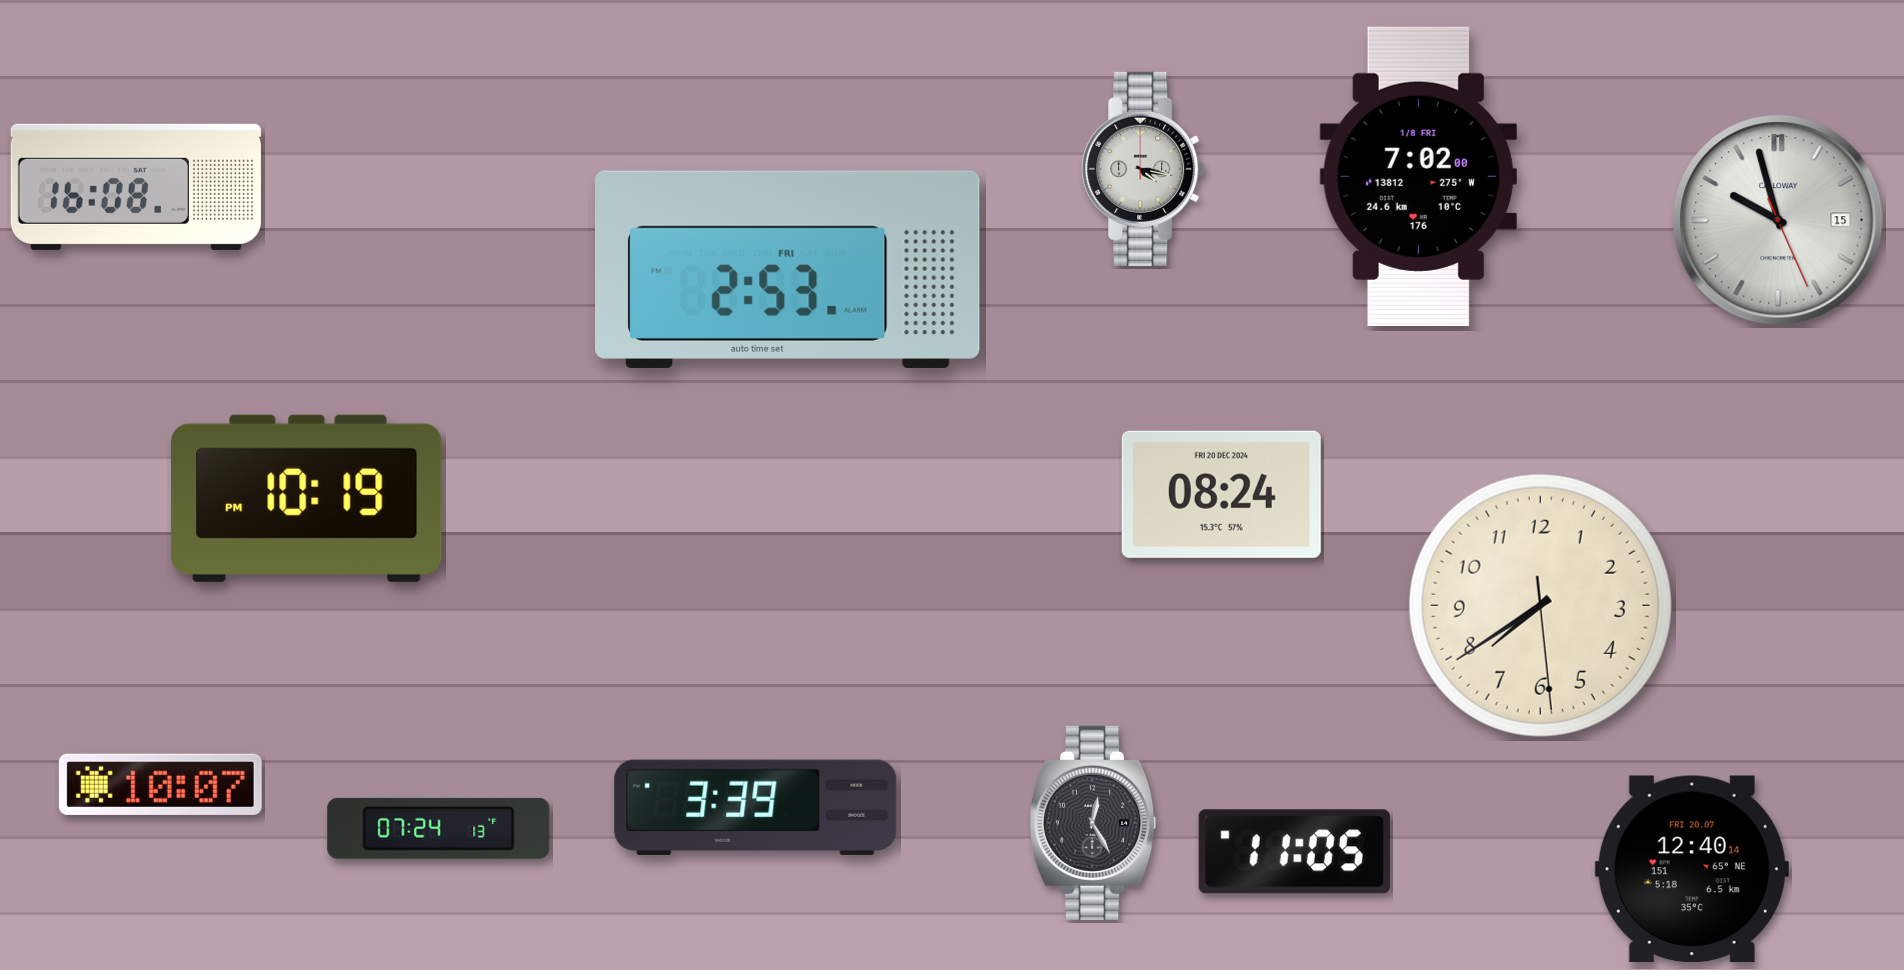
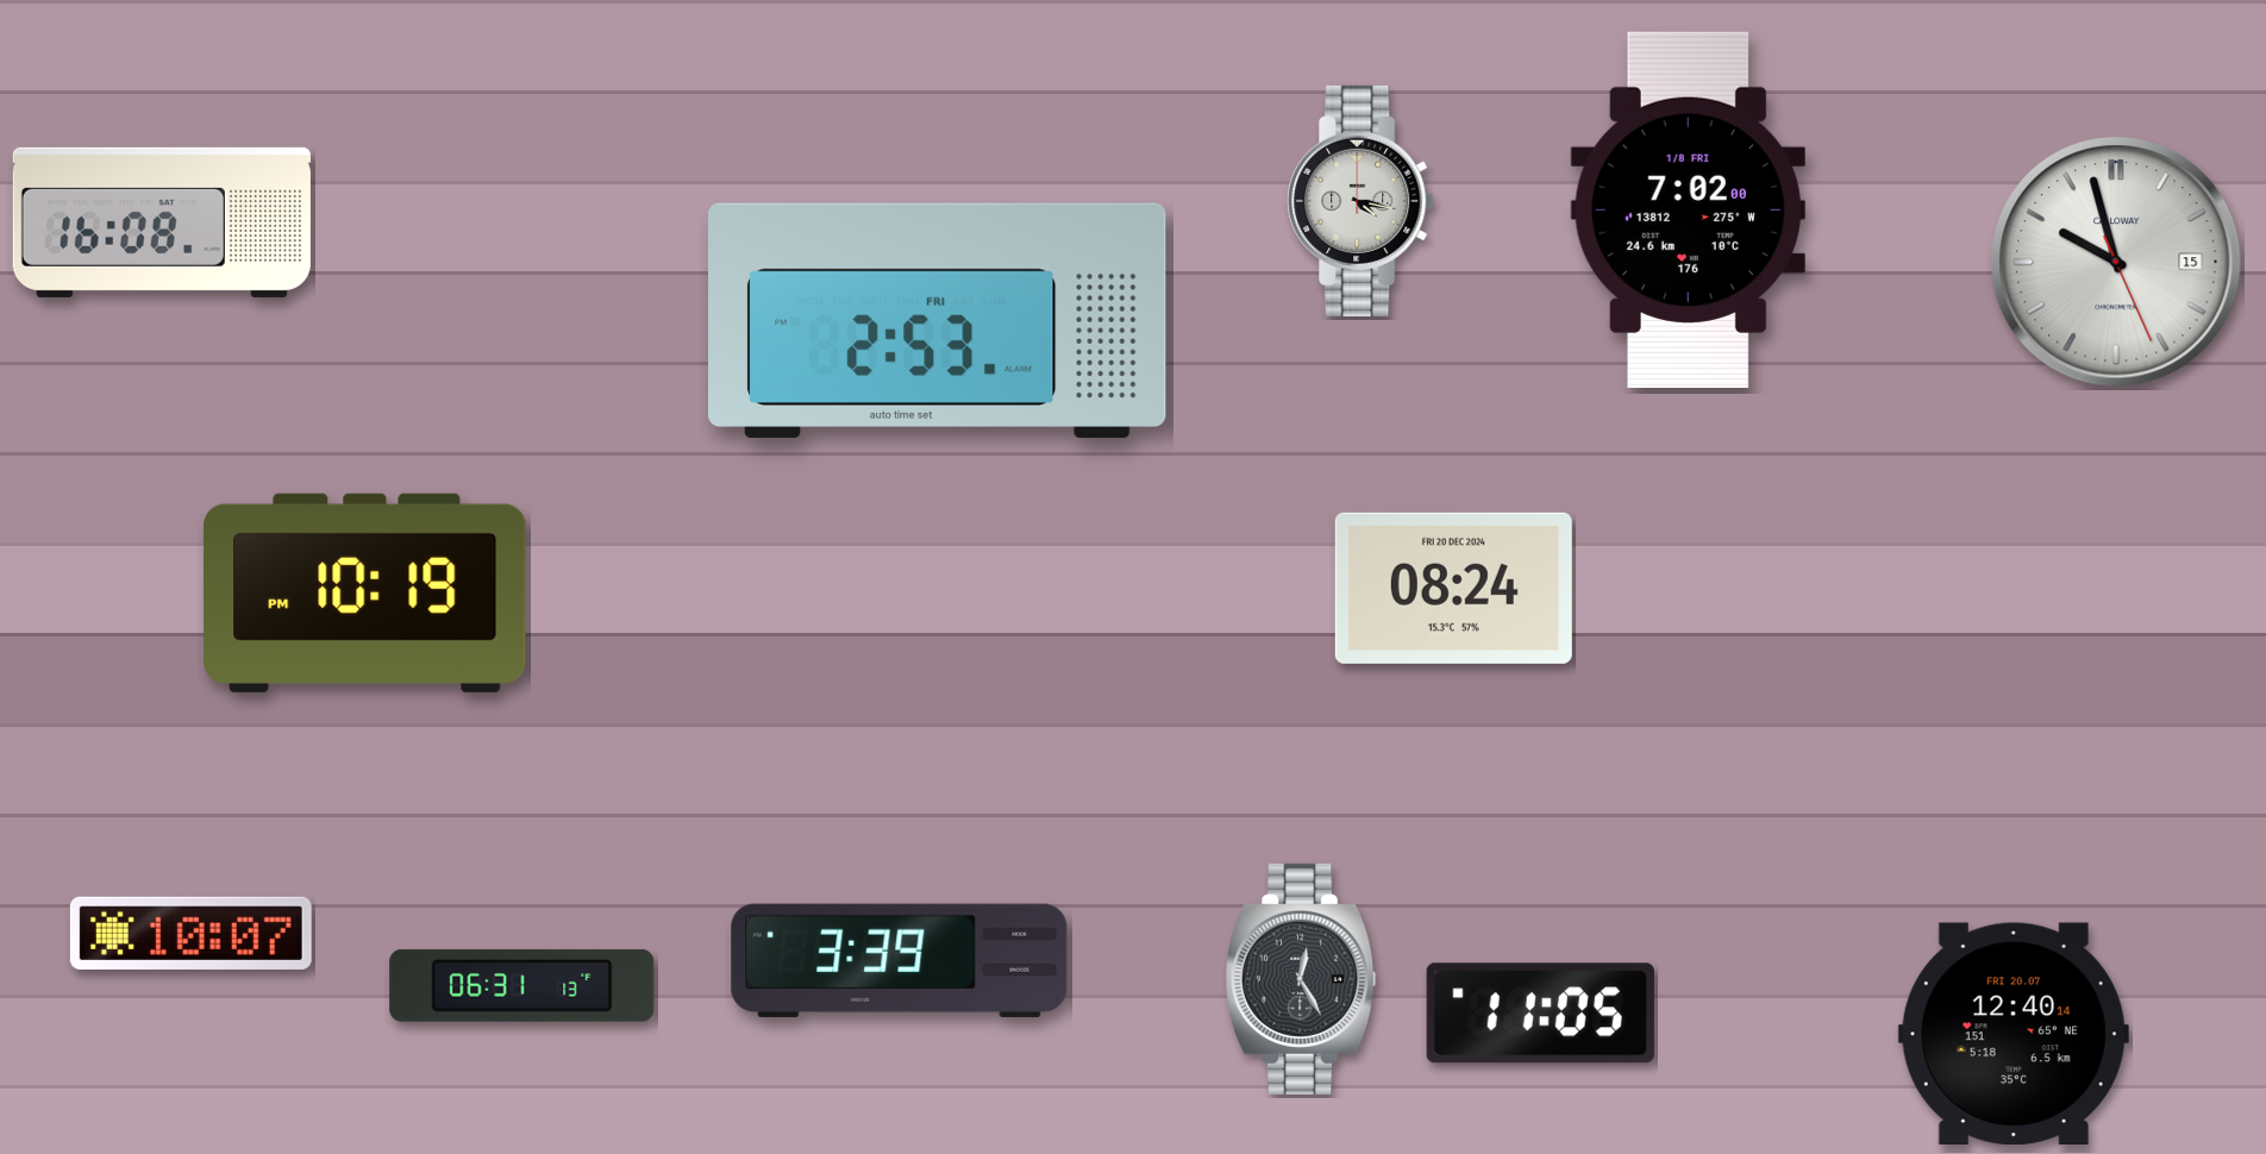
clock at (1540, 605): 7:39 -> none
clock at (439, 828): 07:24 -> 06:31
